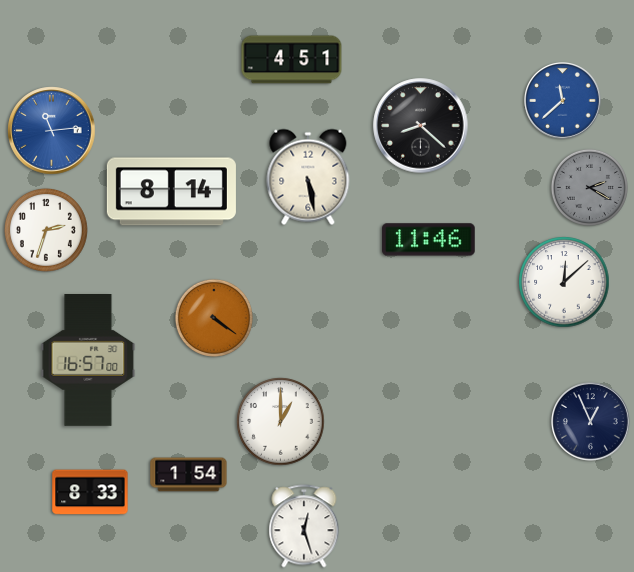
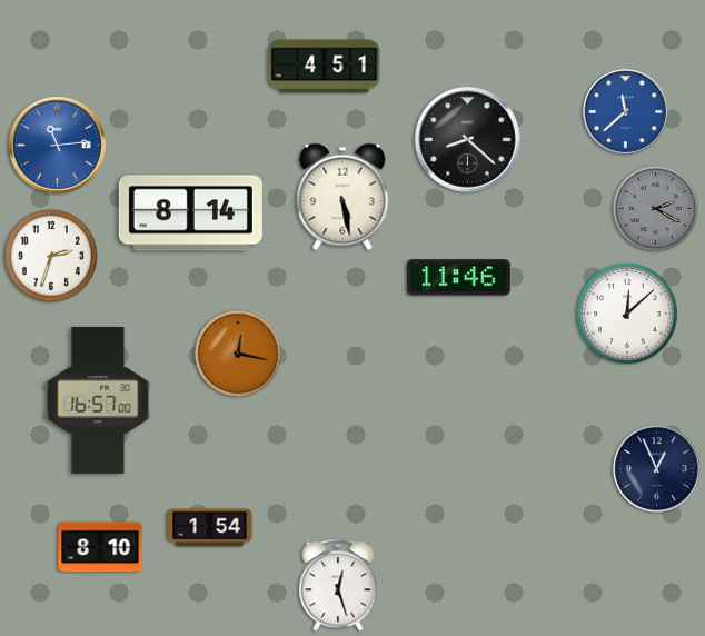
clock at (429, 240) position: (429, 240) -> (459, 278)
clock at (214, 318): 4:21 -> 12:17
clock at (281, 422): 1:00 -> none
clock at (90, 492): 8:33 -> 8:10
